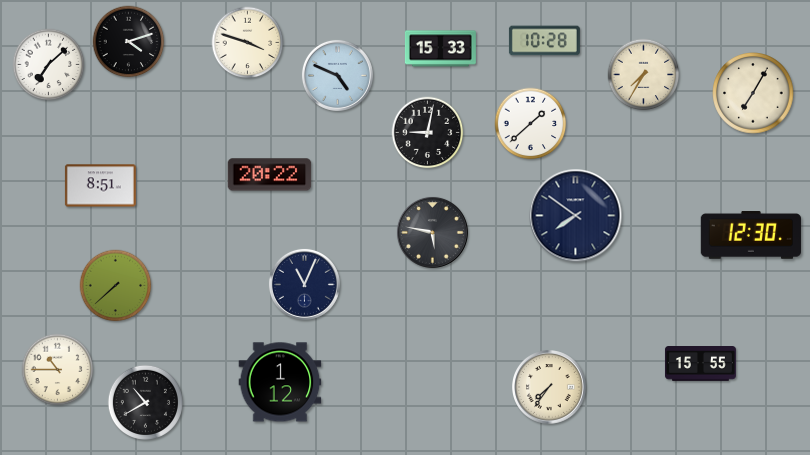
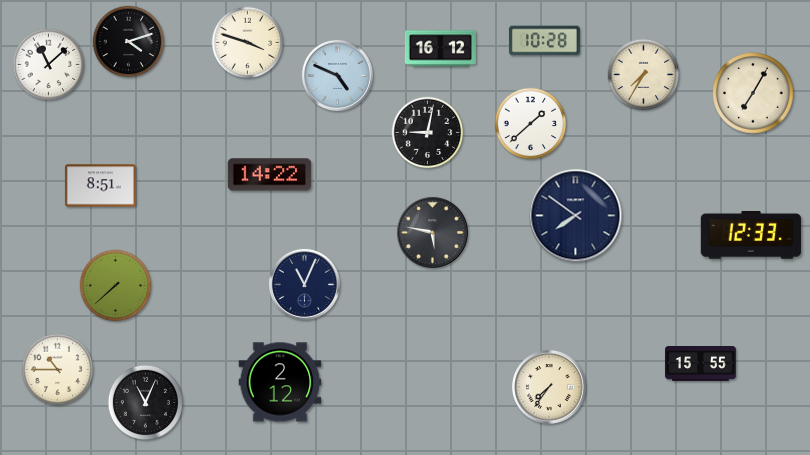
clock at (440, 49): 15:33 -> 16:12
clock at (49, 65): 7:08 -> 11:08
clock at (270, 175): 20:22 -> 14:22
clock at (751, 236): 12:30 -> 12:33
clock at (280, 382): 1:12 -> 2:12
clock at (145, 402): 10:40 -> 11:04
